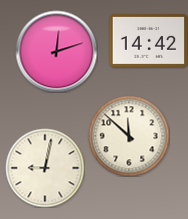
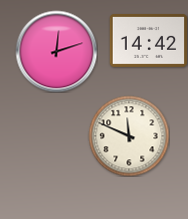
clock at (129, 136): 11:52 -> 11:49
clock at (45, 168): 9:02 -> none
